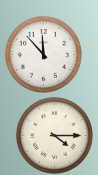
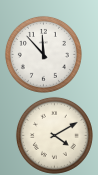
clock at (54, 135): 4:15 -> 4:10
